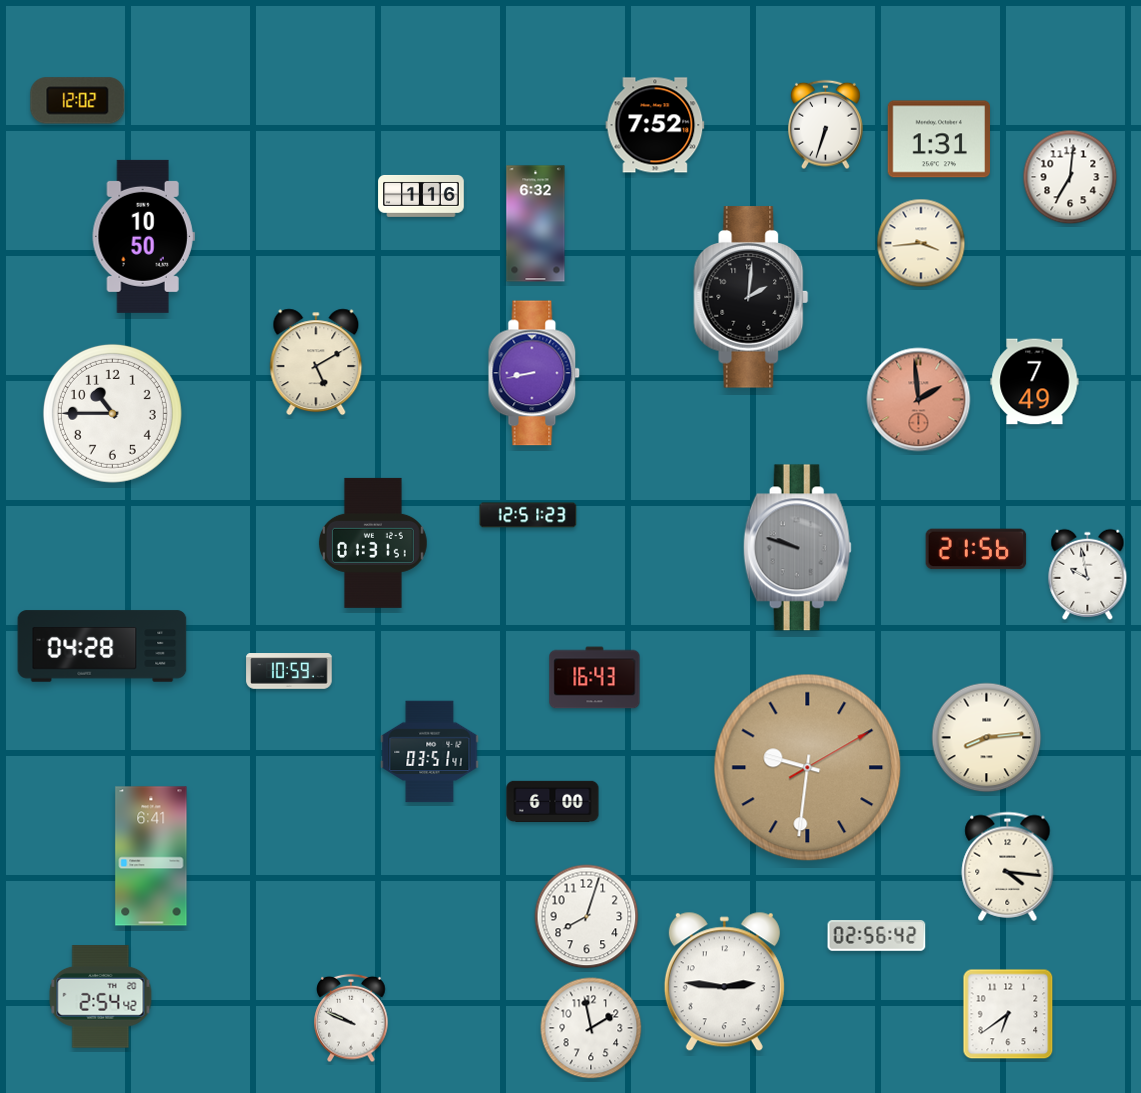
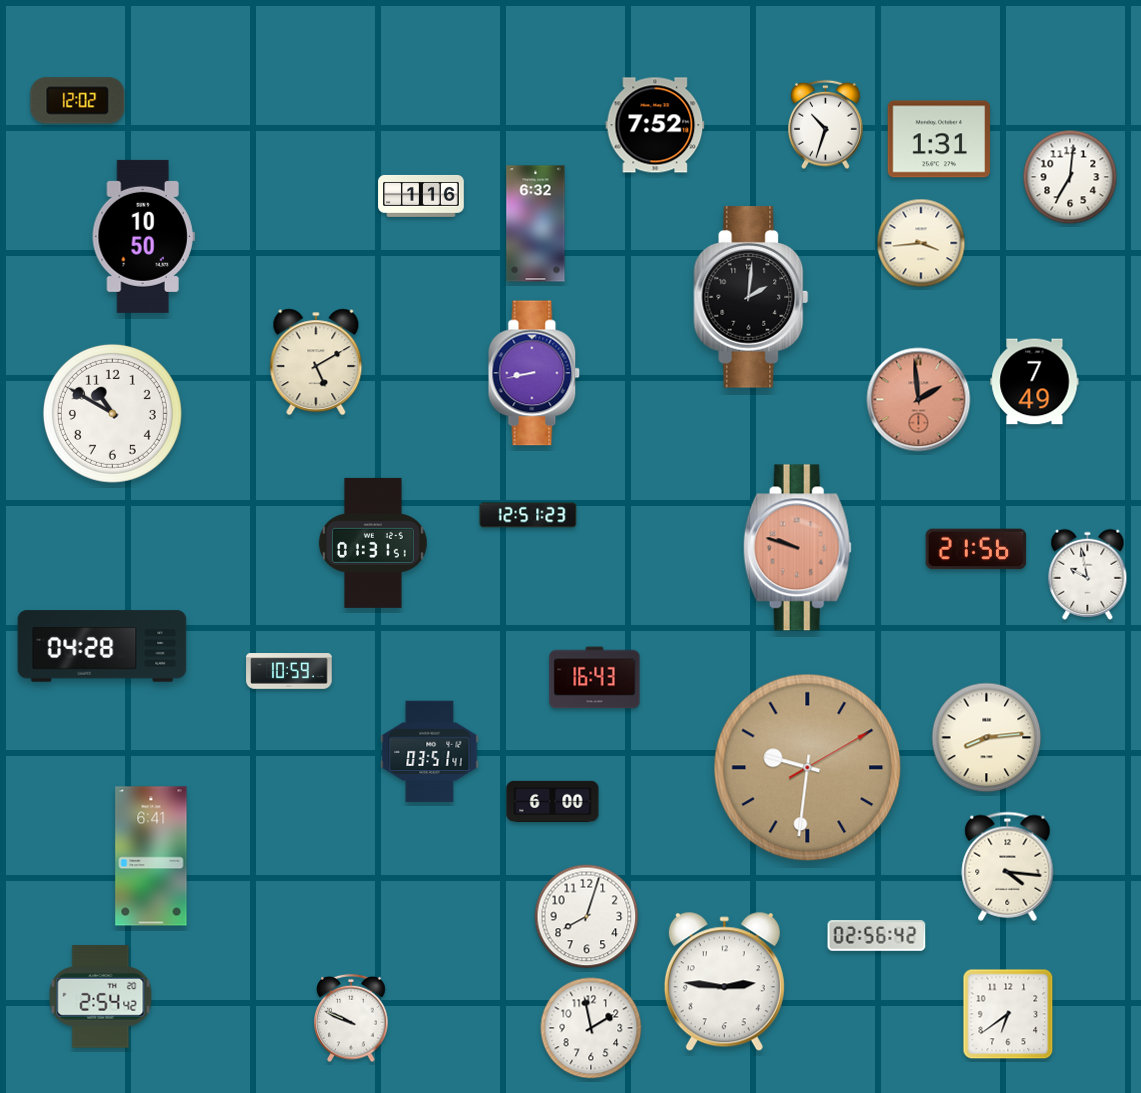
clock at (826, 125): 6:33 -> 10:33
clock at (112, 413): 10:45 -> 10:50
clock at (797, 548) dial: grey -> salmon
